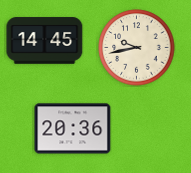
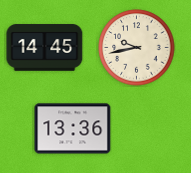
clock at (45, 41) position: (45, 41) -> (45, 48)
clock at (73, 129): 20:36 -> 13:36
